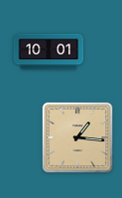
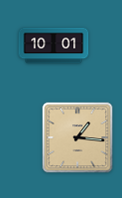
clock at (49, 52) position: (49, 52) -> (54, 46)
